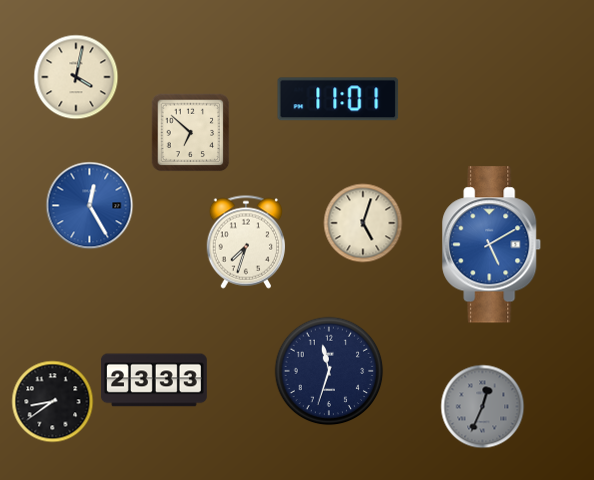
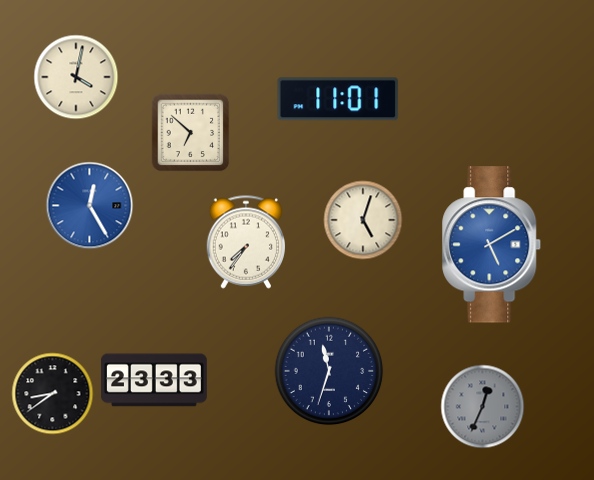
clock at (363, 223) position: (363, 223) -> (363, 220)
clock at (245, 242): 7:33 -> 7:36
clock at (53, 402) position: (53, 402) -> (53, 394)
